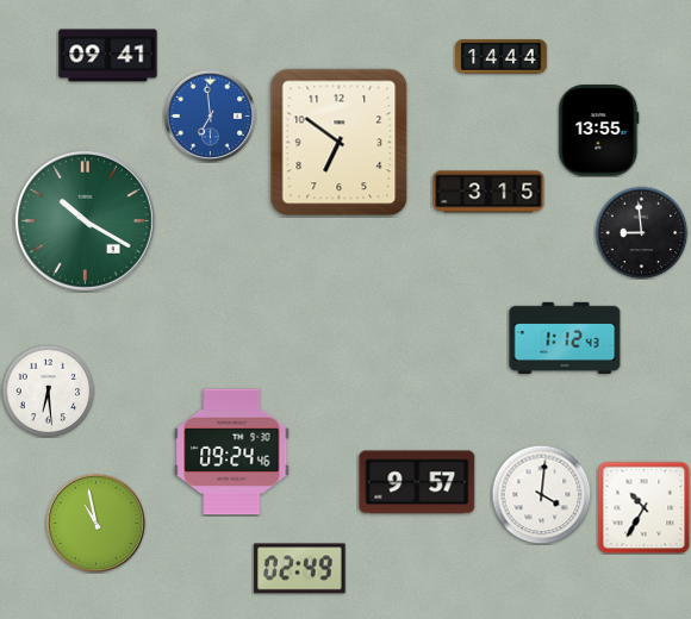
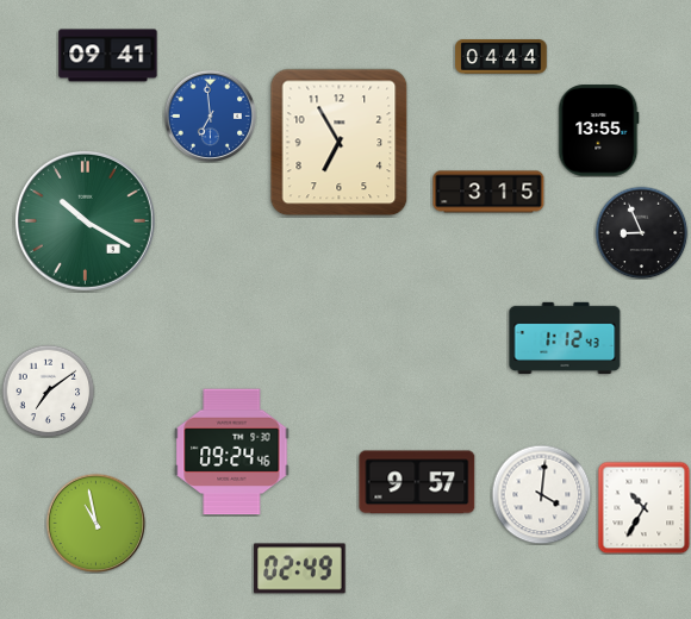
clock at (502, 57): 14:44 -> 04:44
clock at (340, 143): 6:51 -> 6:55
clock at (641, 232): 8:59 -> 8:56
clock at (48, 390): 6:29 -> 7:09
